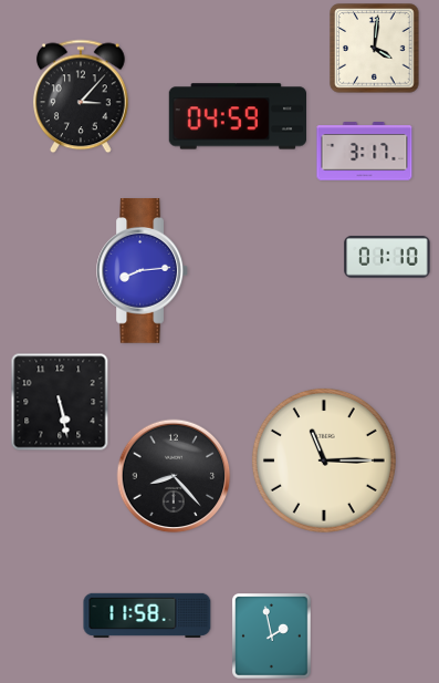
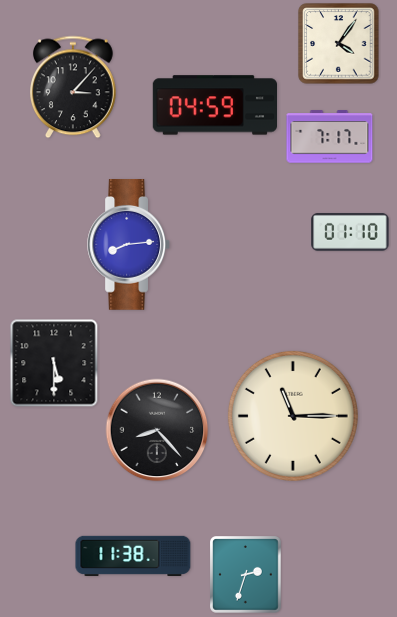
clock at (375, 49): 4:01 -> 4:06
clock at (365, 152): 3:17 -> 7:17
clock at (60, 402): 5:28 -> 5:30
clock at (147, 614): 11:58 -> 11:38
clock at (272, 637): 1:58 -> 2:33
